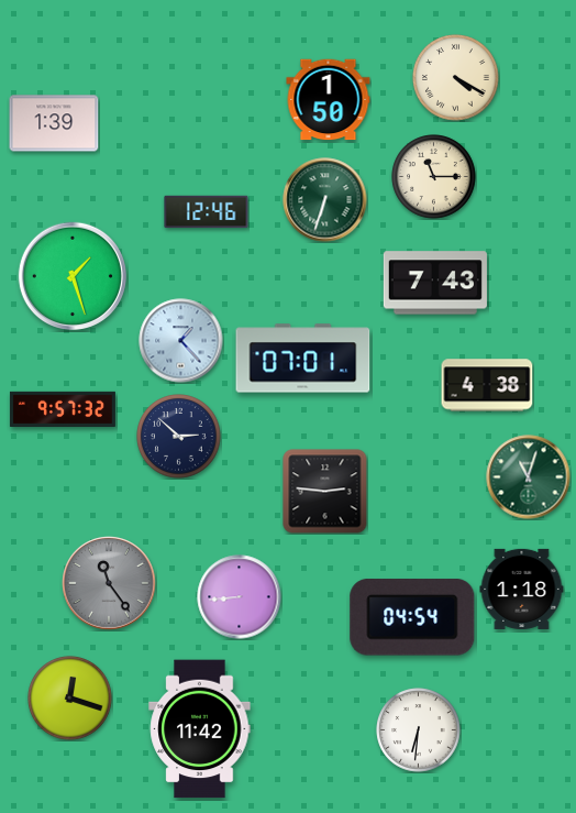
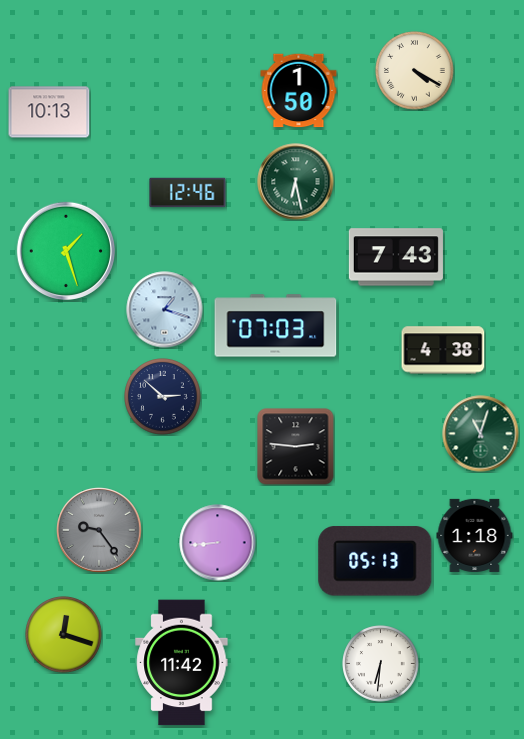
clock at (54, 123): 1:39 -> 10:13
clock at (434, 177): 11:15 -> none
clock at (325, 200): 6:33 -> 6:28
clock at (181, 341): 1:23 -> 1:18
clock at (303, 359): 07:01 -> 07:03
clock at (63, 408): 9:57 -> none
clock at (109, 583): 11:24 -> 9:24
clock at (412, 617): 04:54 -> 05:13
